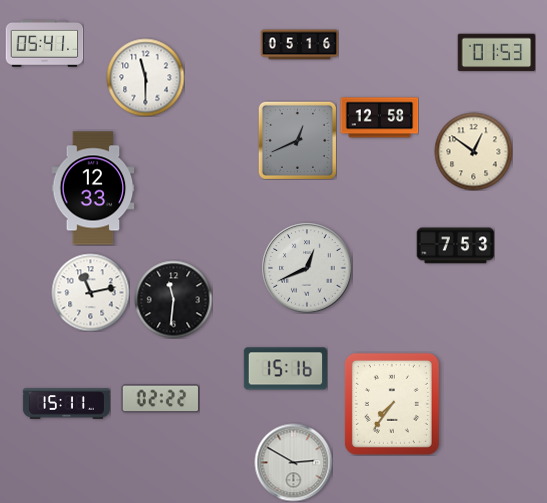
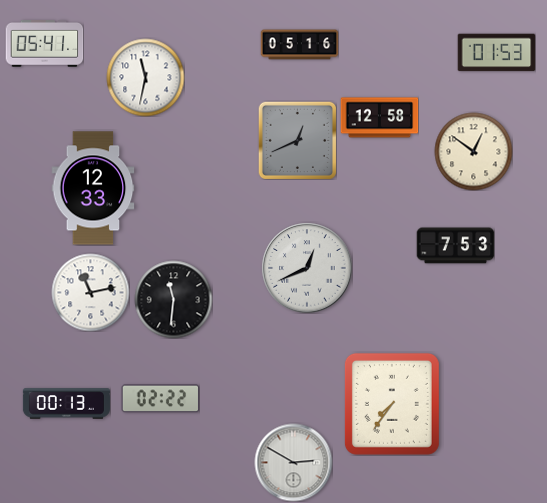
clock at (145, 77): 11:30 -> 11:32
clock at (285, 369): 15:16 -> none
clock at (66, 404): 15:11 -> 00:13
